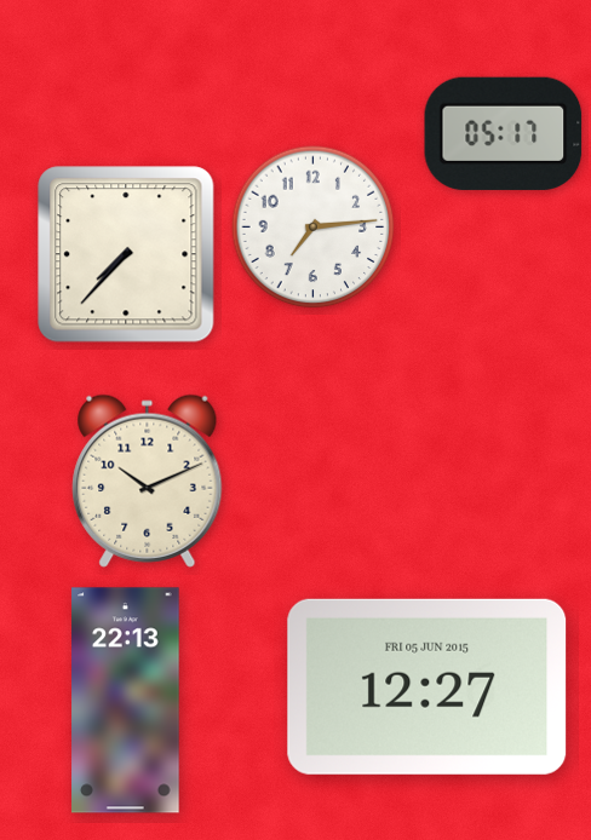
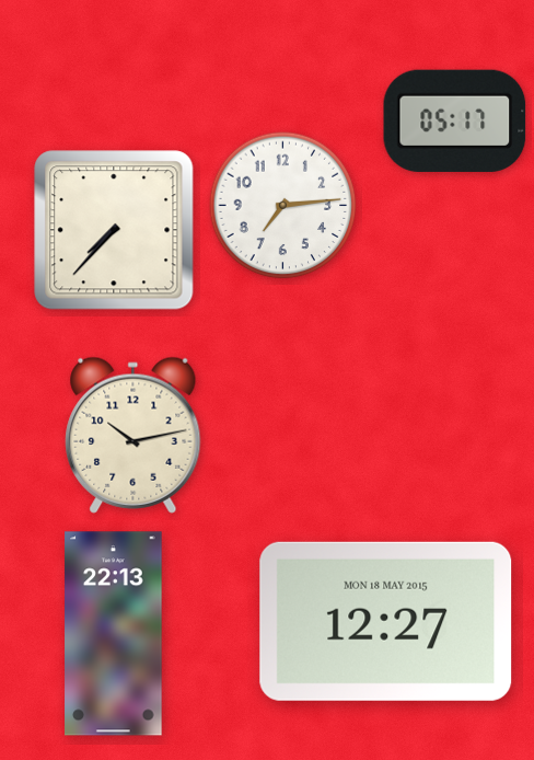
clock at (148, 481): 10:11 -> 10:13
clock at (428, 686) date: FRI 05 JUN 2015 -> MON 18 MAY 2015
